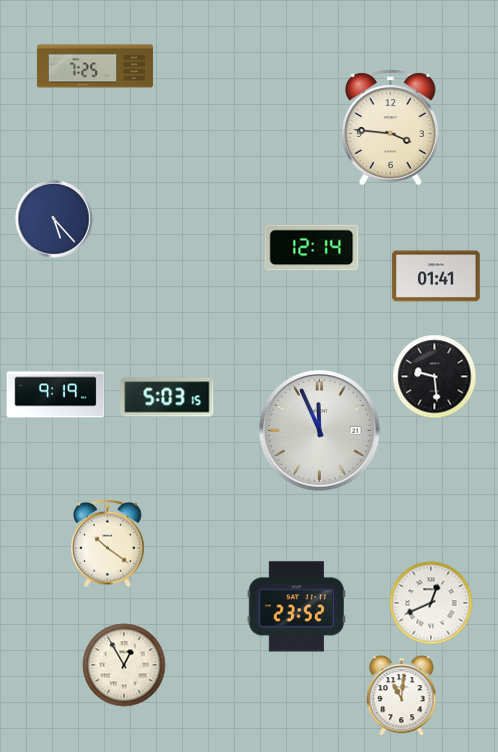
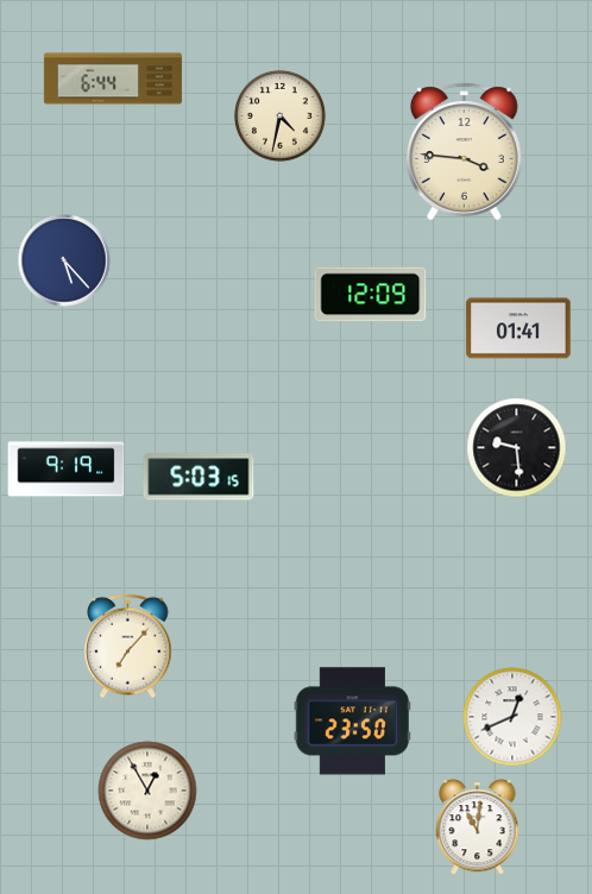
clock at (95, 66): 7:25 -> 6:44
clock at (279, 115): none -> 4:32
clock at (312, 248): 12:14 -> 12:09
clock at (167, 397) position: (167, 397) -> (199, 477)
clock at (320, 431): 11:56 -> none
clock at (108, 544): 10:21 -> 7:07
clock at (296, 607): 23:52 -> 23:50
